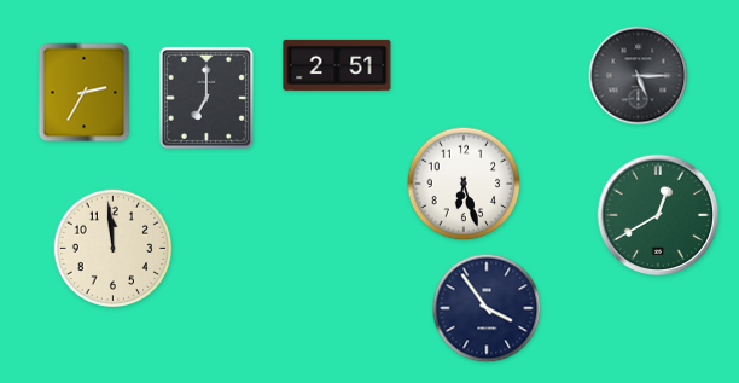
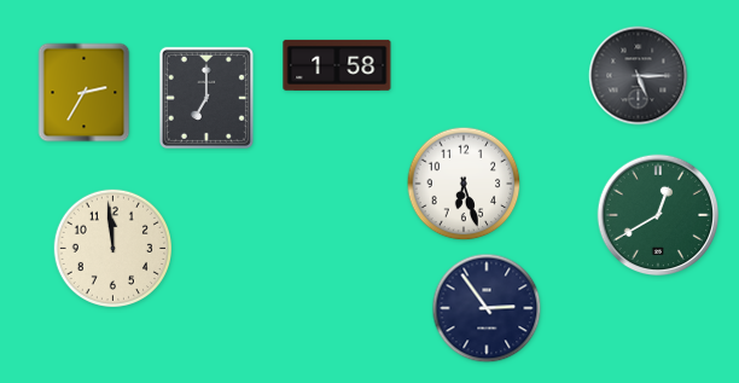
clock at (337, 65): 2:51 -> 1:58
clock at (487, 308): 3:54 -> 2:54
